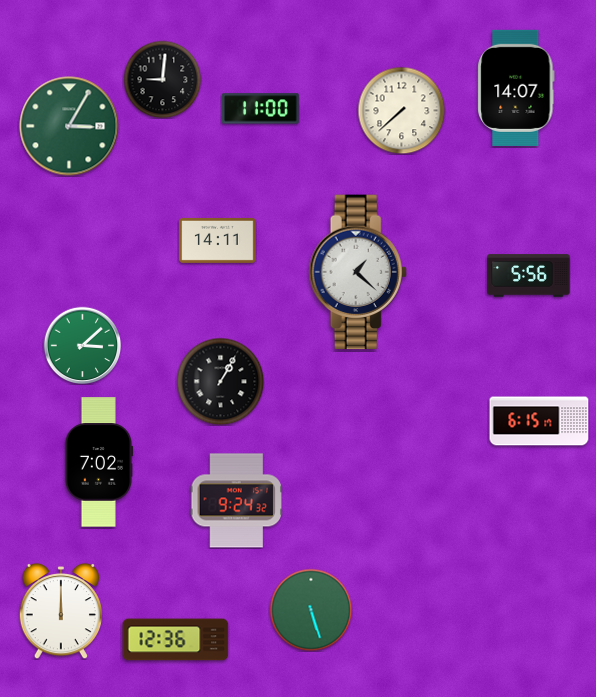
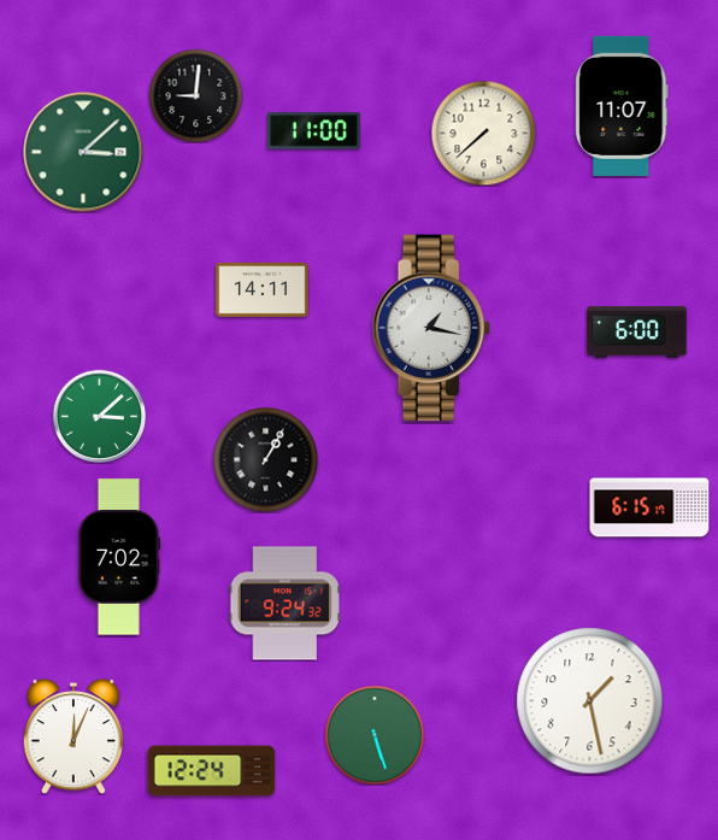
clock at (516, 88): 14:07 -> 11:07
clock at (69, 126): 3:05 -> 3:08
clock at (358, 272): 1:22 -> 1:17
clock at (529, 276): 5:56 -> 6:00
clock at (590, 701): none -> 1:28
clock at (60, 611): 12:00 -> 12:04
clock at (176, 640): 12:36 -> 12:24
